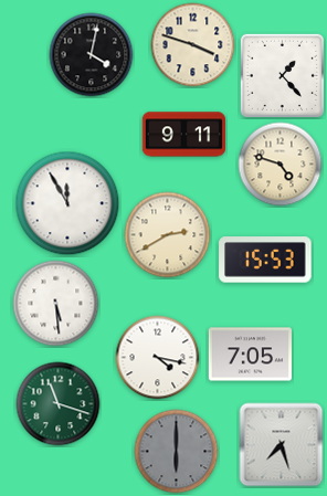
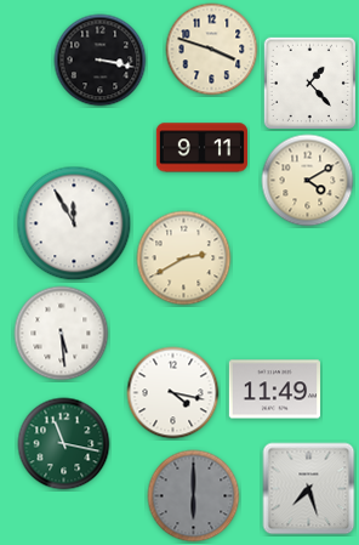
clock at (92, 55): 4:02 -> 3:17
clock at (281, 165): 4:48 -> 4:10
clock at (265, 260): 15:53 -> none
clock at (250, 355): 7:05 -> 11:49
clock at (59, 404): 11:18 -> 11:17
